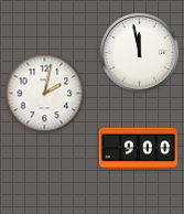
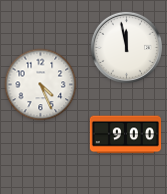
clock at (45, 94): 2:02 -> 4:26
